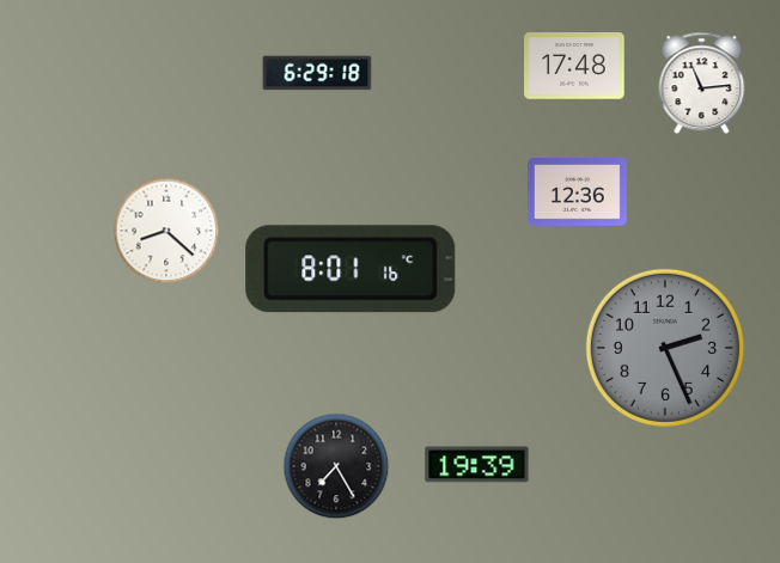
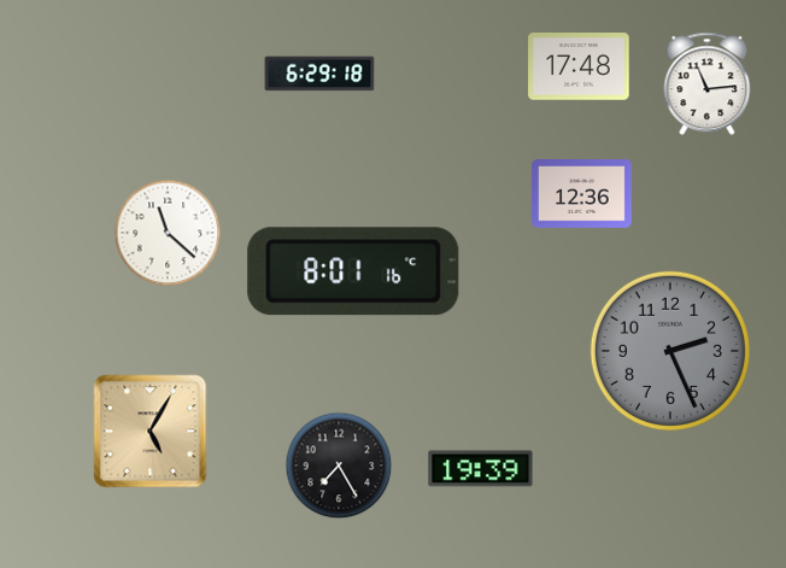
clock at (166, 231): 8:22 -> 11:22
clock at (151, 432): none -> 5:05
clock at (336, 466) position: (336, 466) -> (339, 465)
